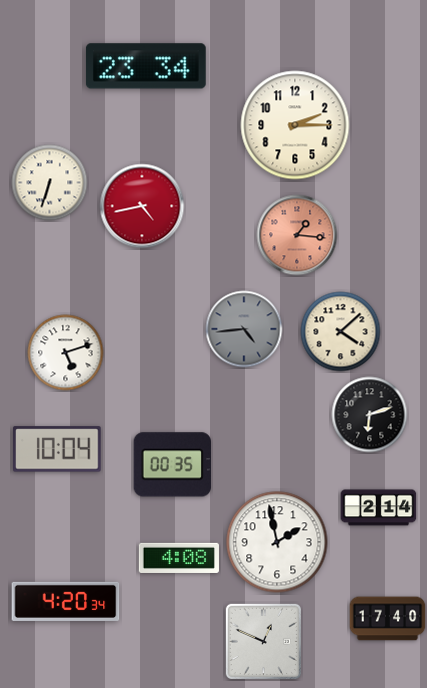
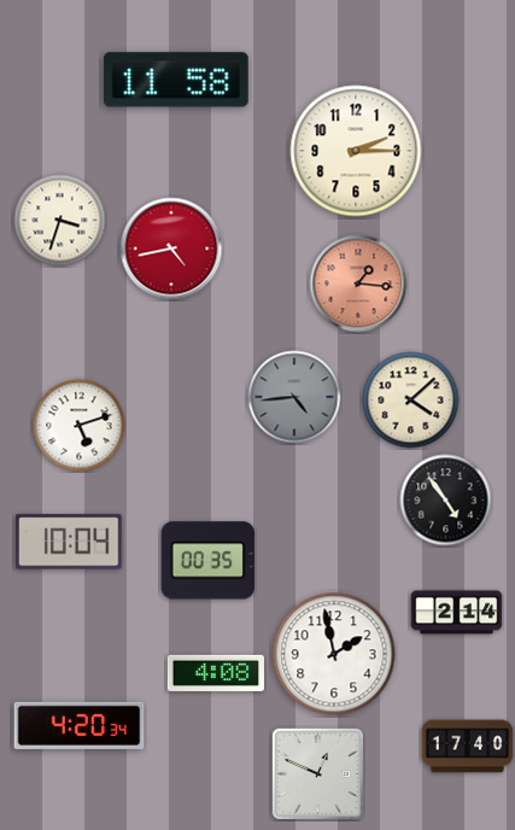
clock at (146, 66): 23:34 -> 11:58
clock at (50, 183): 6:33 -> 3:33
clock at (370, 415): 6:12 -> 4:54
